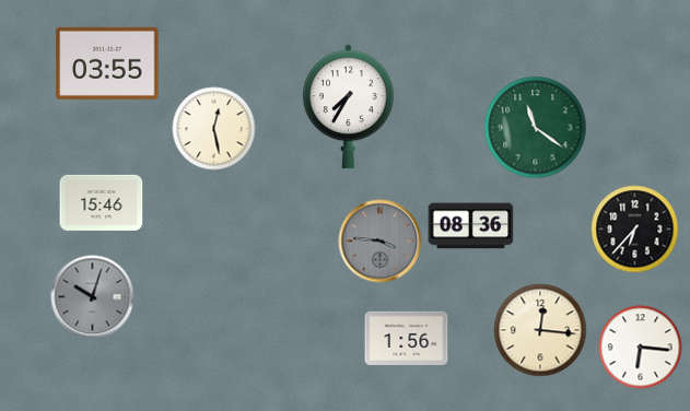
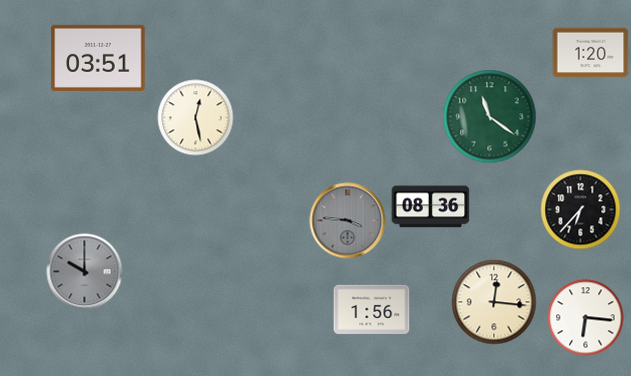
clock at (591, 53): none -> 1:20
clock at (107, 63): 03:55 -> 03:51
clock at (348, 107): 7:35 -> none
clock at (102, 202): 15:46 -> none
clock at (93, 297): 10:03 -> 10:00
